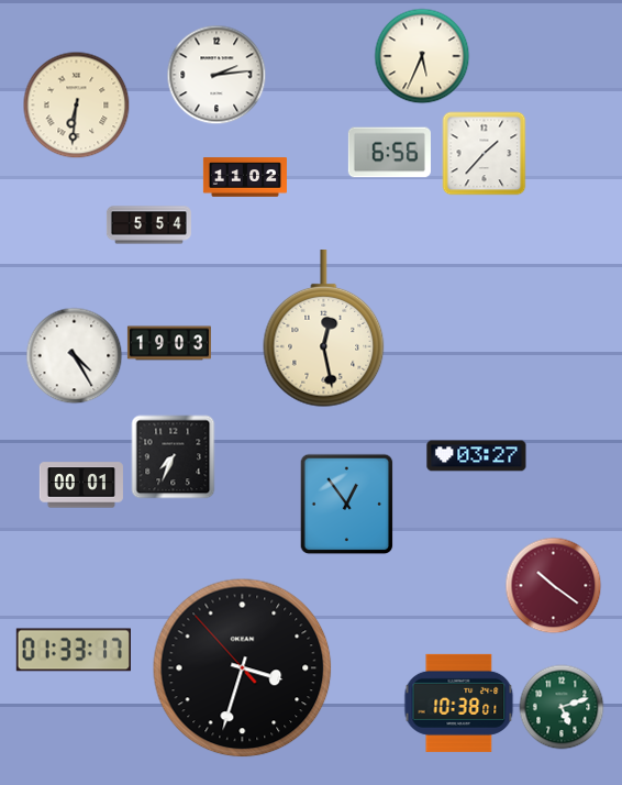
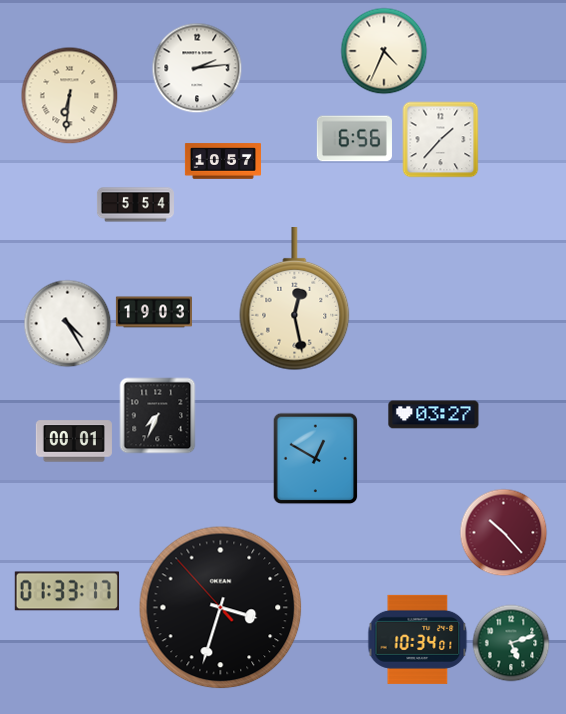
clock at (422, 56): 5:34 -> 4:34
clock at (245, 177): 11:02 -> 10:57
clock at (347, 505): 12:54 -> 12:50
clock at (554, 586): 10:21 -> 10:23
clock at (459, 703): 10:38 -> 10:34
